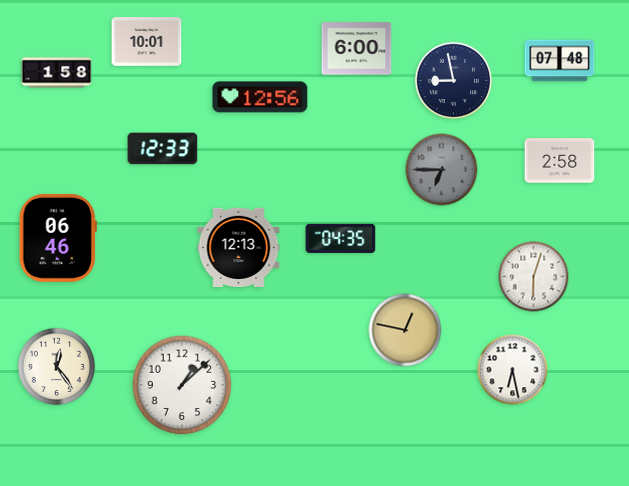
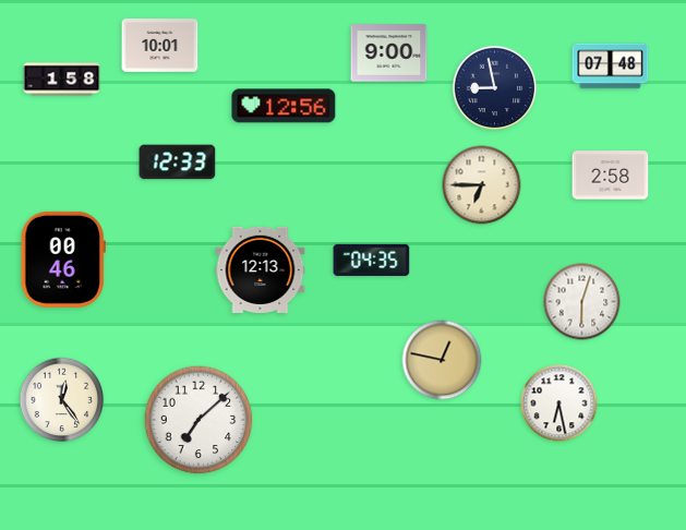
clock at (357, 49): 6:00 -> 9:00
clock at (442, 170) dial: grey -> cream
clock at (58, 238): 06:46 -> 00:46
clock at (182, 385): 1:08 -> 7:08
